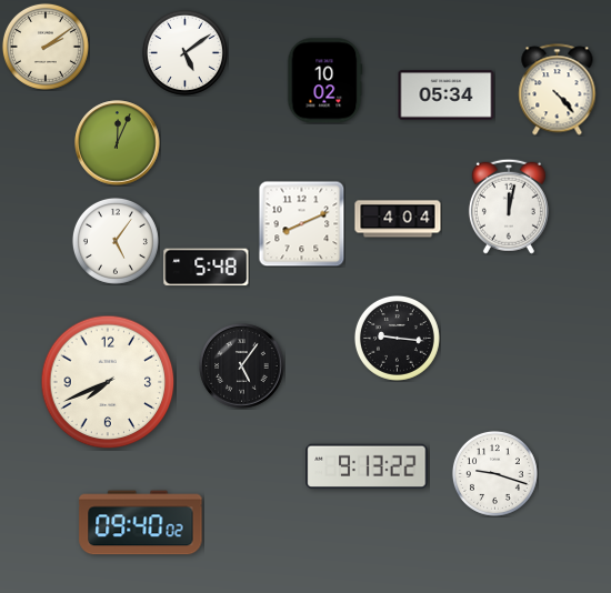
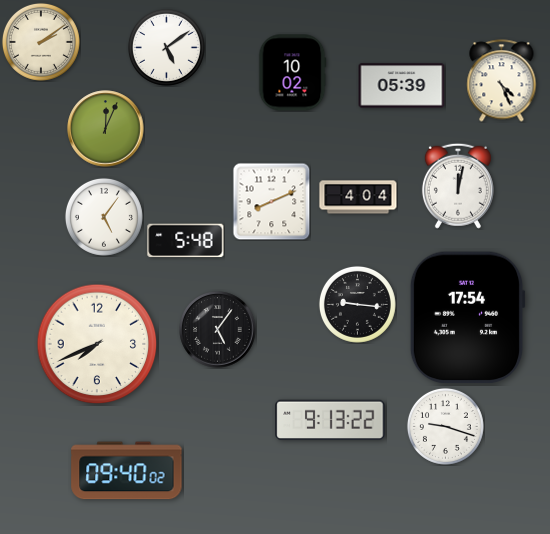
clock at (558, 90): 4:23 -> 4:26
clock at (447, 96): 05:34 -> 05:39
clock at (467, 318): none -> 17:54
